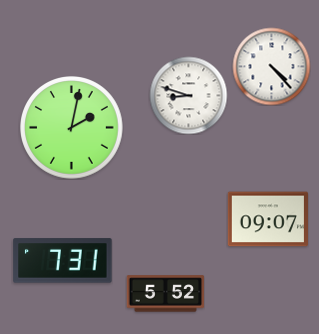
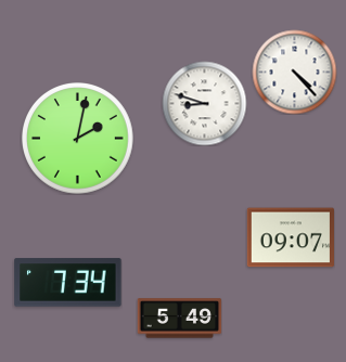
clock at (63, 261): 7:31 -> 7:34
clock at (165, 294): 5:52 -> 5:49
